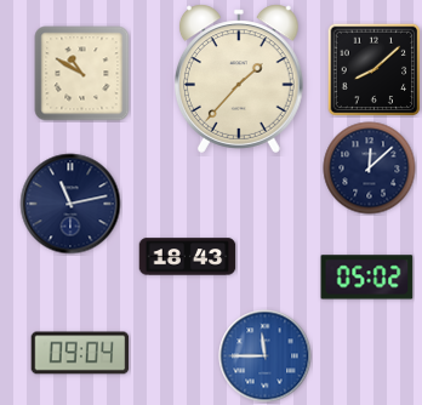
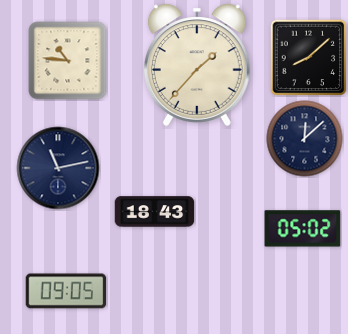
clock at (82, 74): 10:50 -> 10:46
clock at (80, 353): 09:04 -> 09:05
clock at (266, 356): 11:45 -> none
